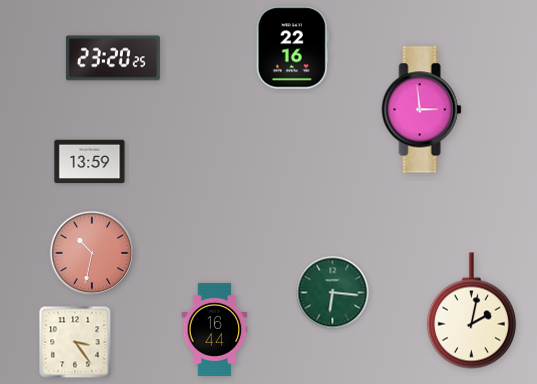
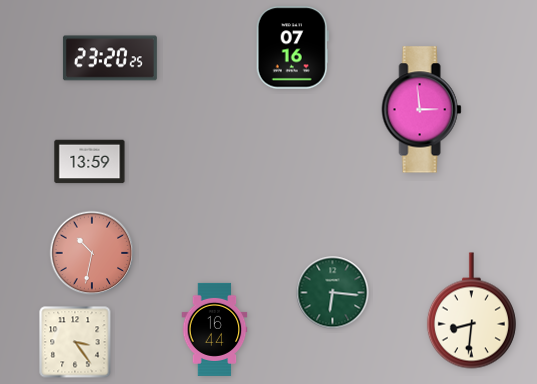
clock at (292, 48): 22:16 -> 07:16
clock at (113, 58) position: (113, 58) -> (110, 58)
clock at (471, 311): 2:02 -> 8:31
